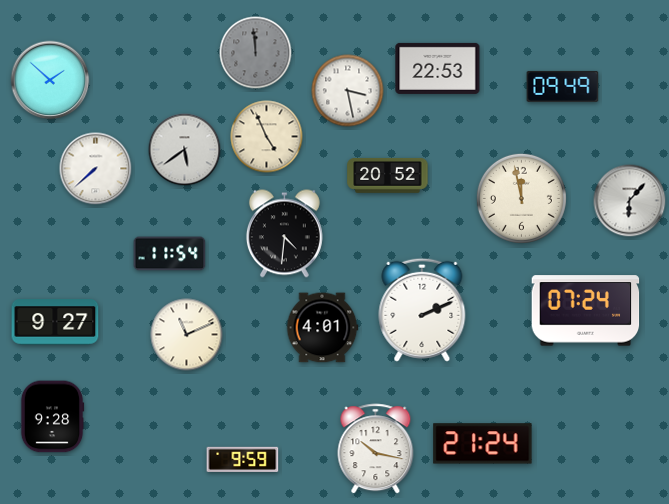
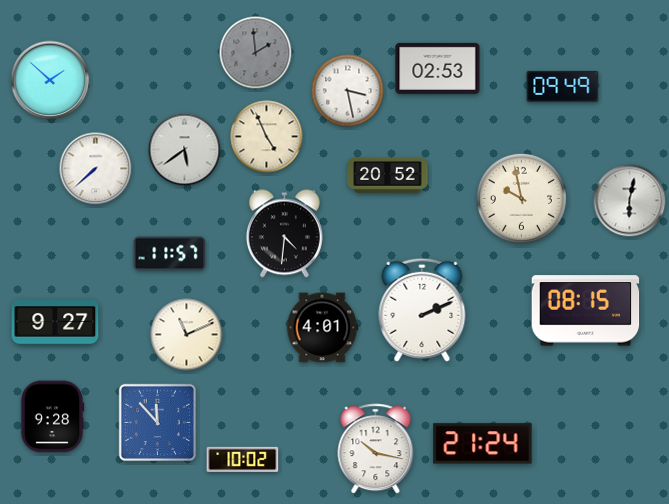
clock at (256, 53): 11:59 -> 1:59
clock at (438, 68): 22:53 -> 02:53
clock at (521, 198): 11:58 -> 9:58
clock at (630, 201): 6:07 -> 6:02
clock at (170, 254): 11:54 -> 11:57
clock at (586, 311): 07:24 -> 08:15
clock at (158, 423): none -> 11:53
clock at (243, 459): 9:59 -> 10:02
